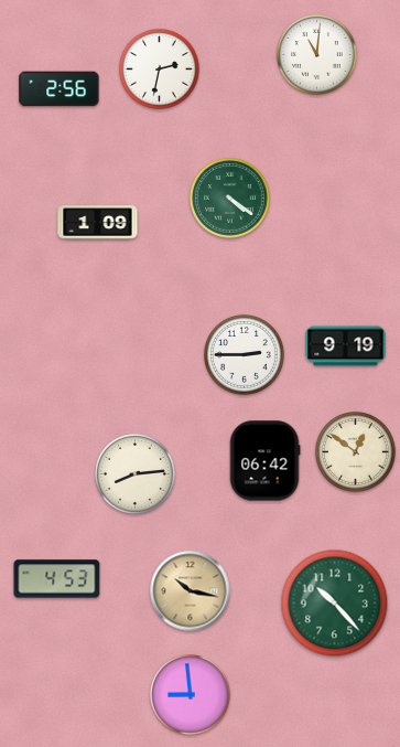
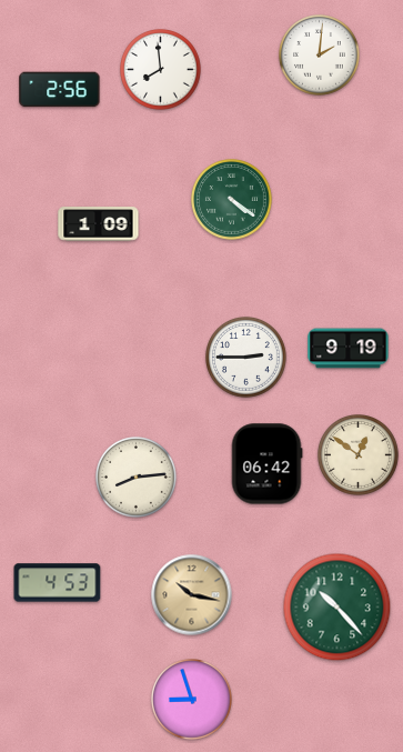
clock at (317, 55): 11:01 -> 2:01
clock at (160, 70): 2:32 -> 7:59
clock at (191, 695): 8:59 -> 8:57
